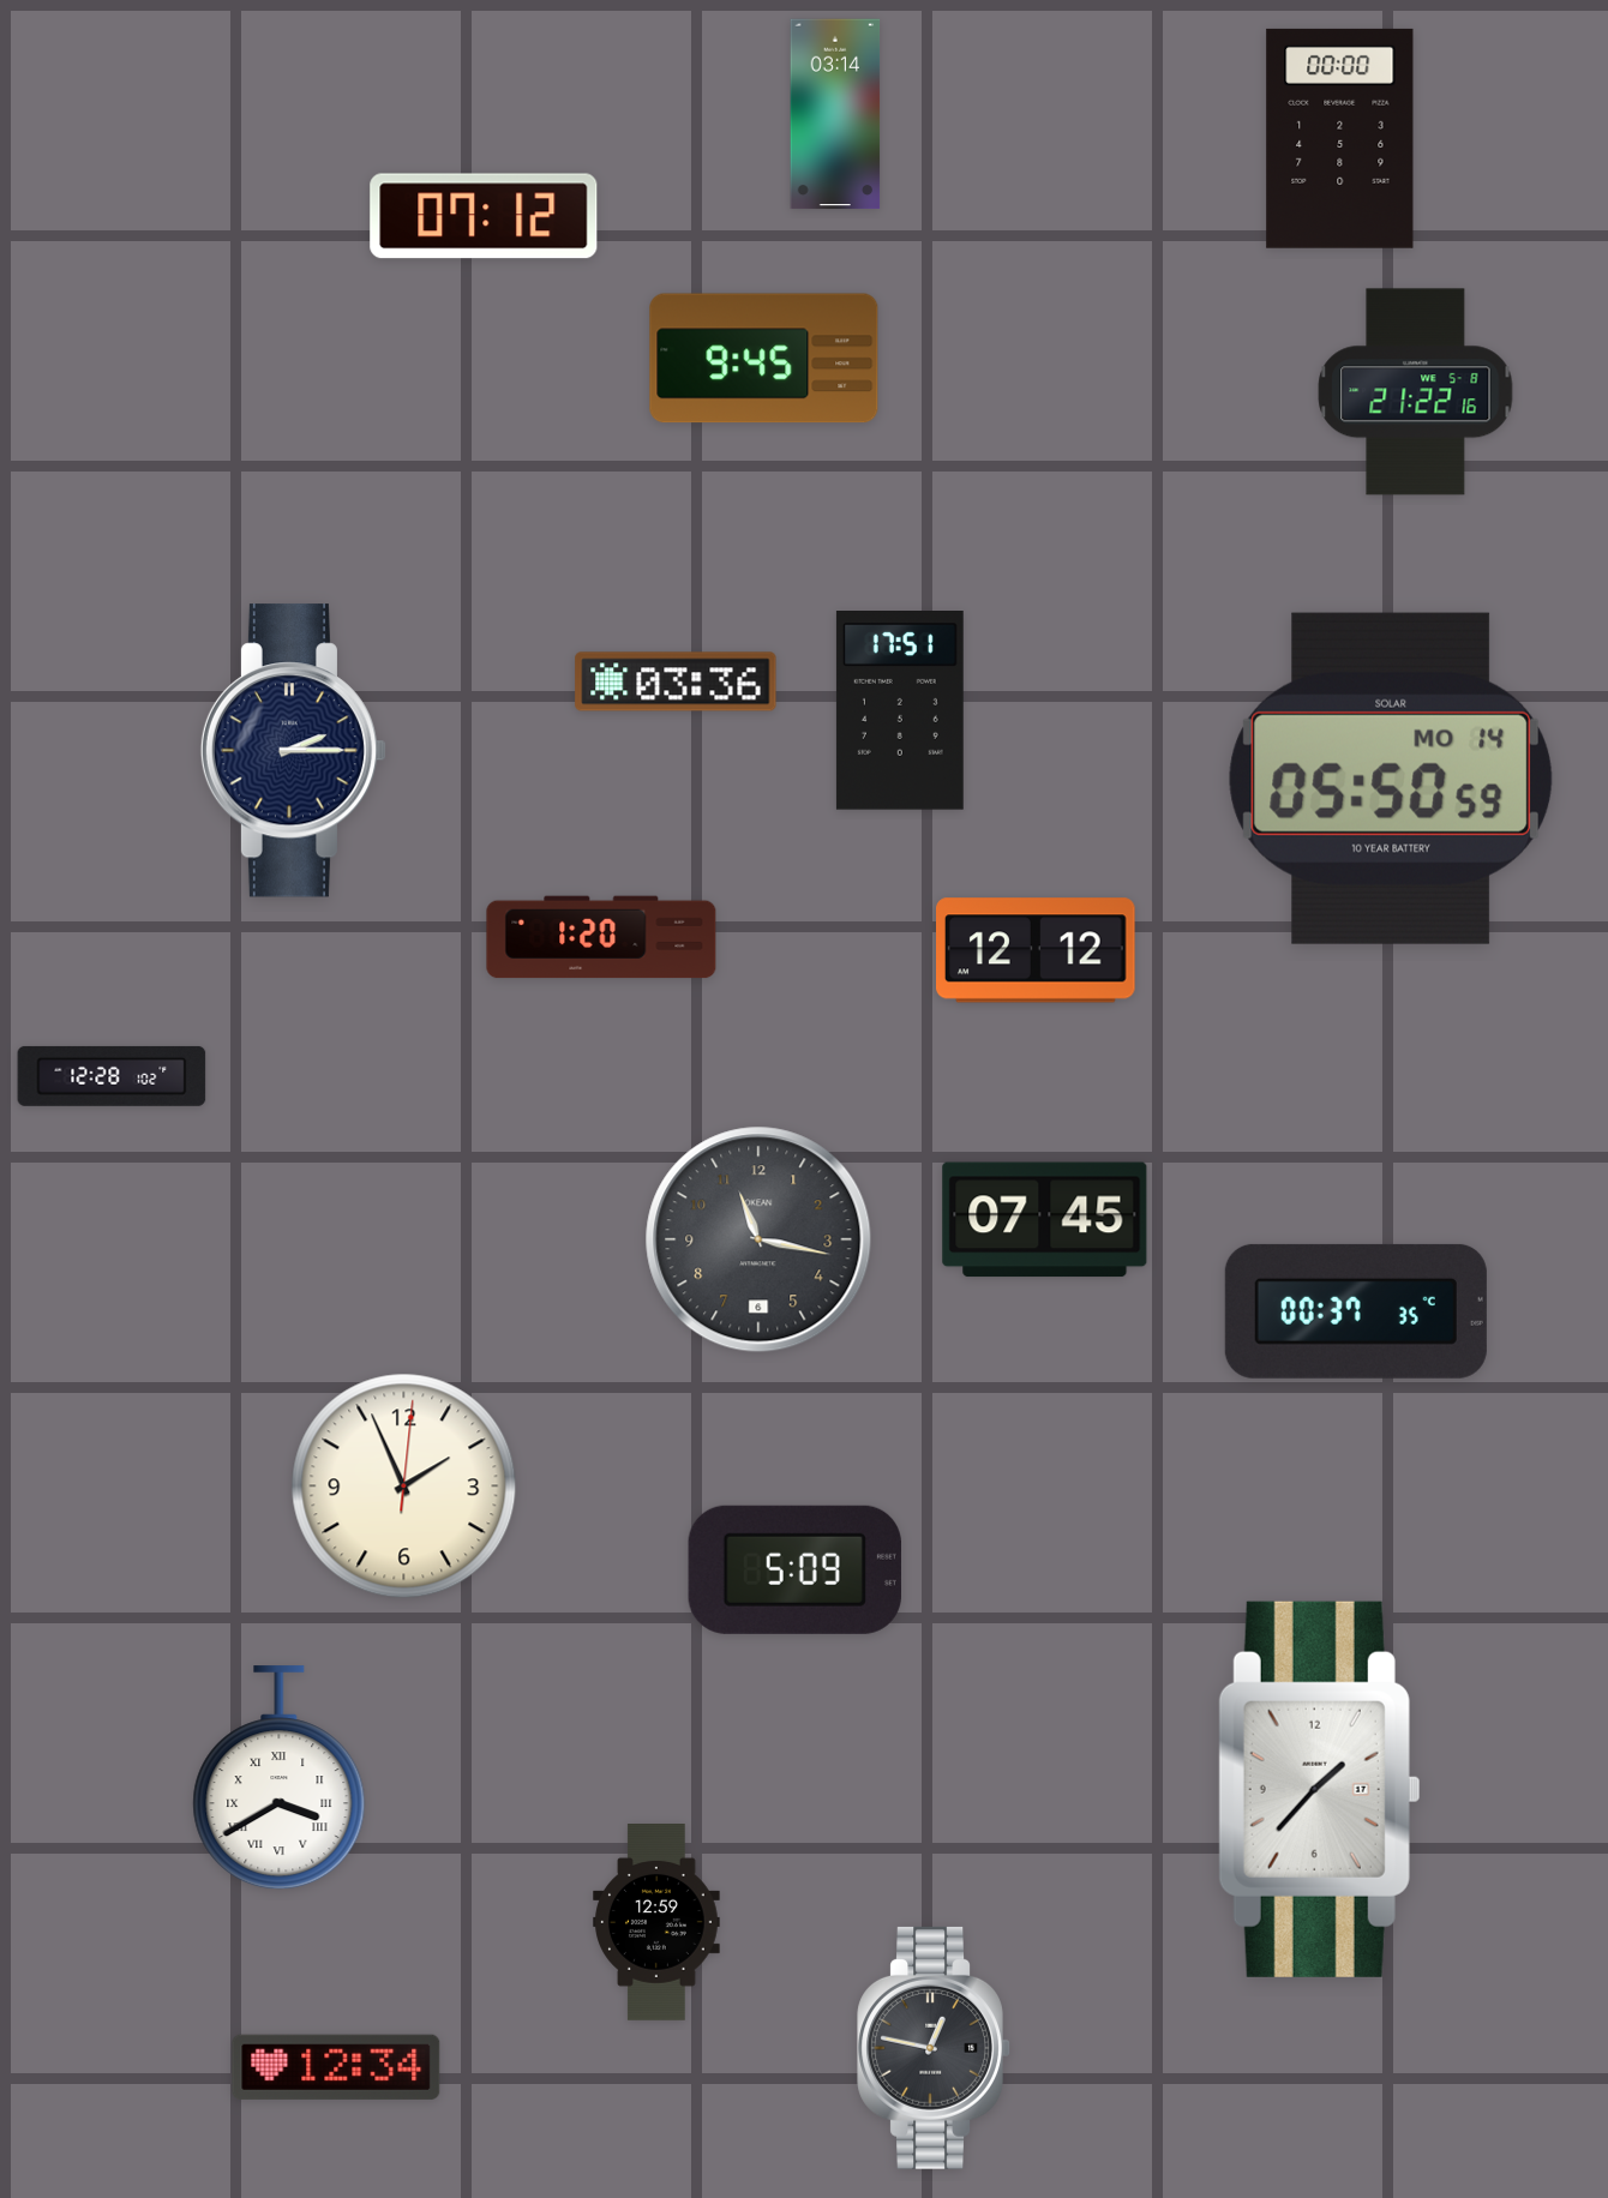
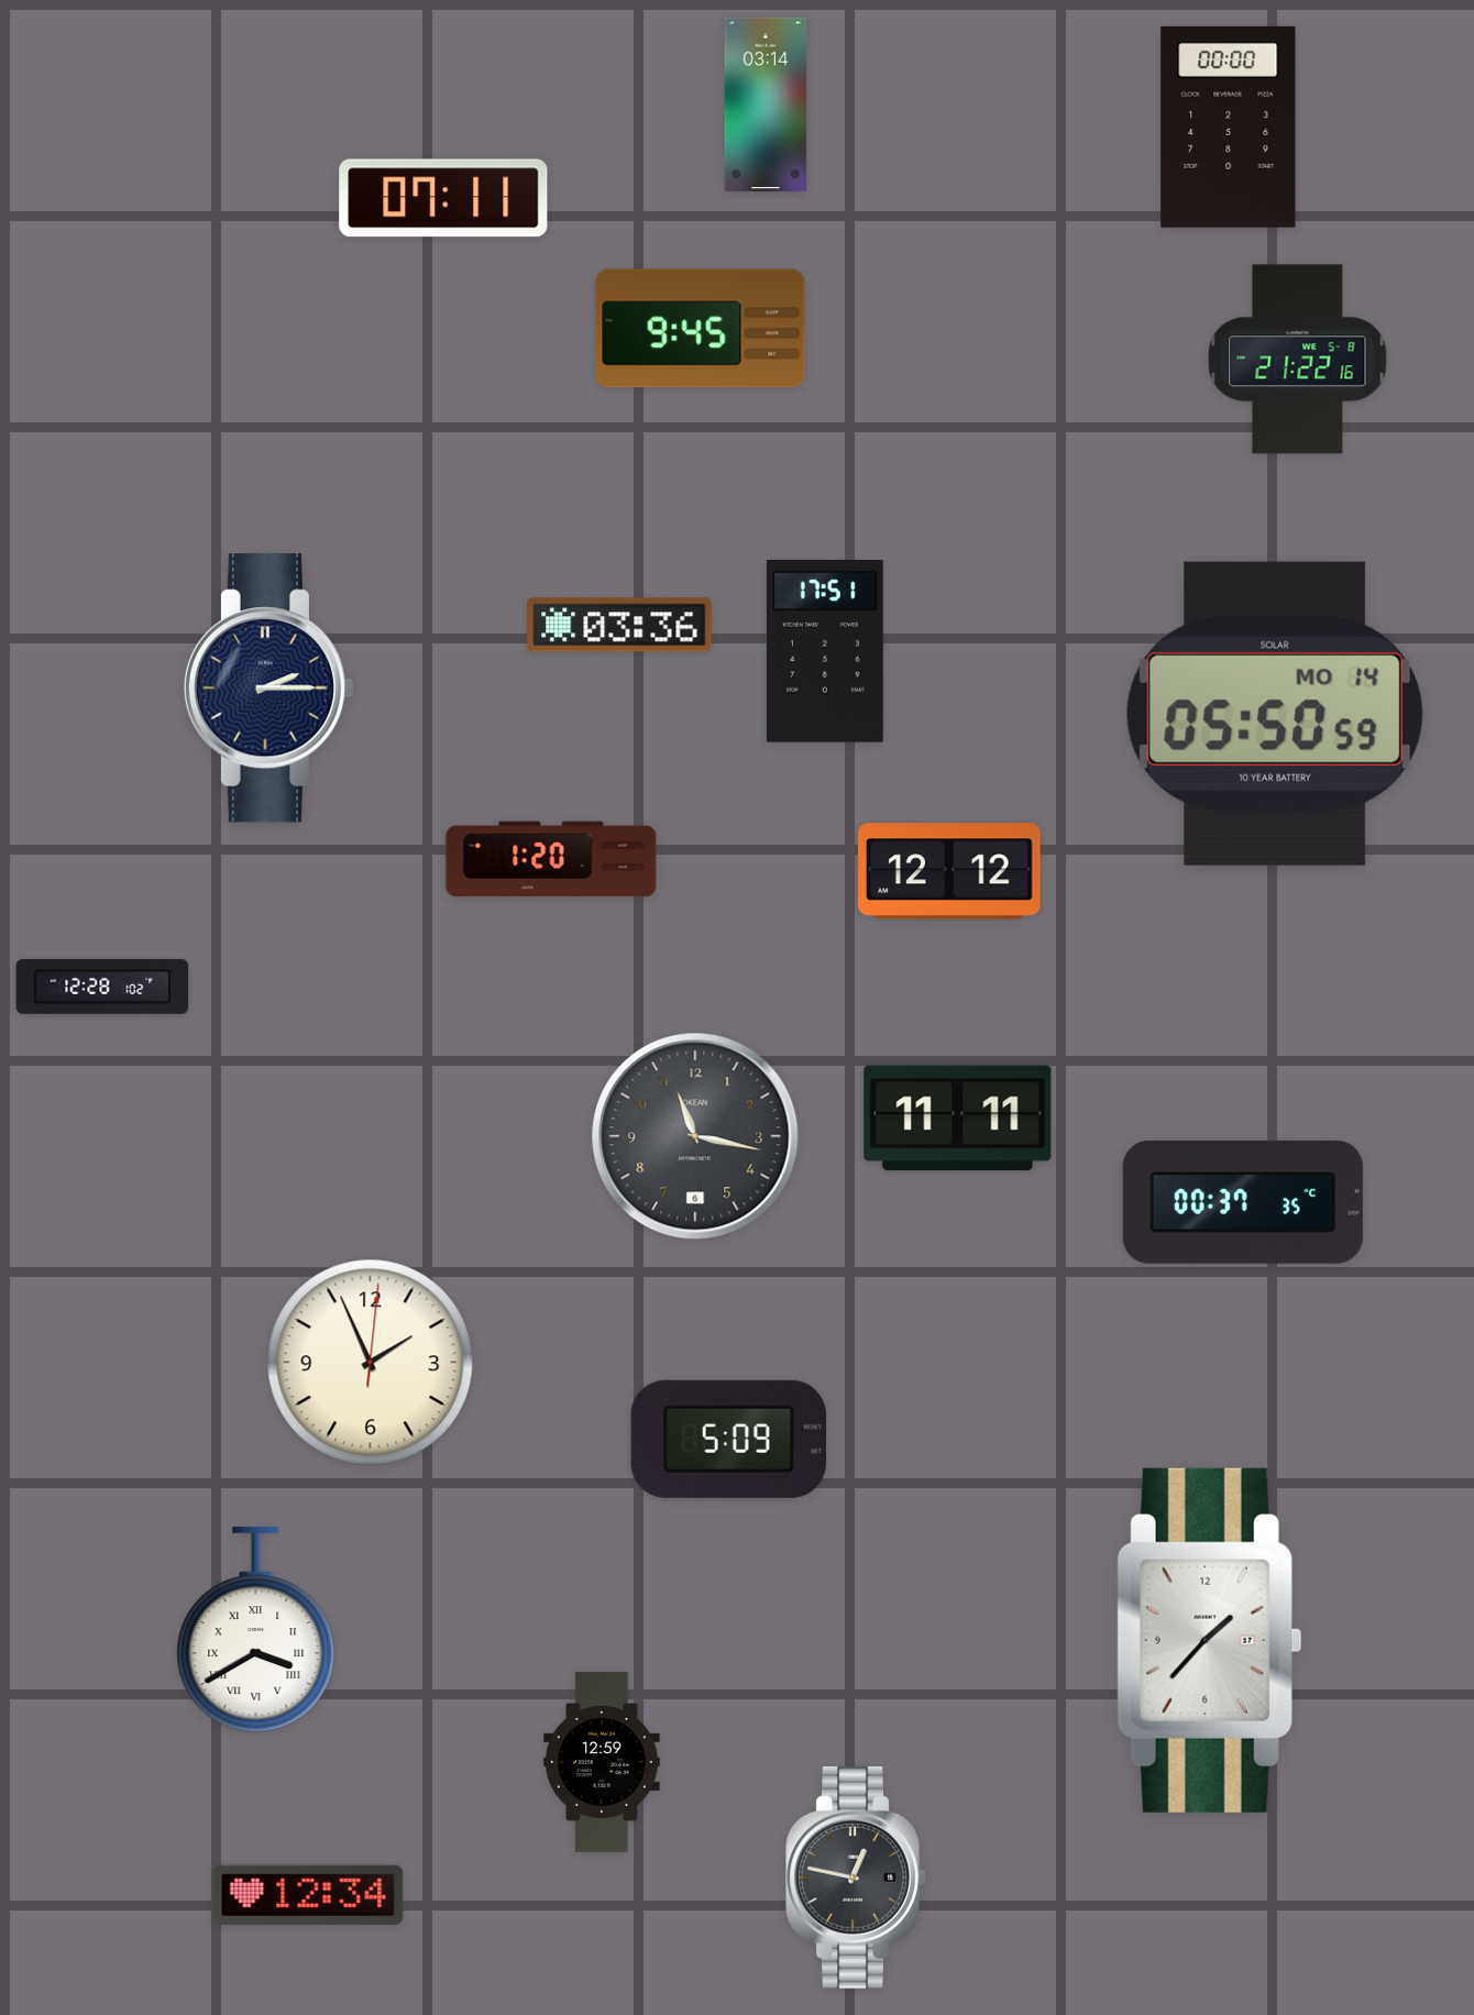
clock at (484, 216): 07:12 -> 07:11
clock at (1045, 1220): 07:45 -> 11:11
